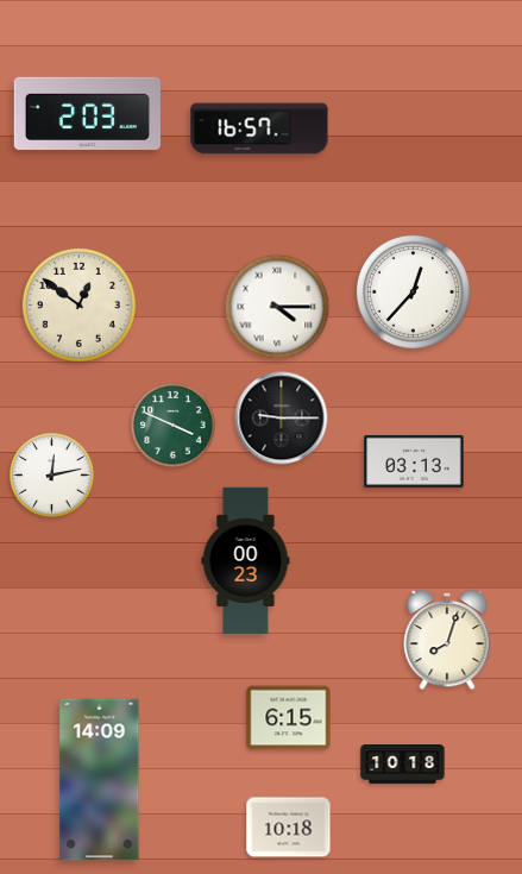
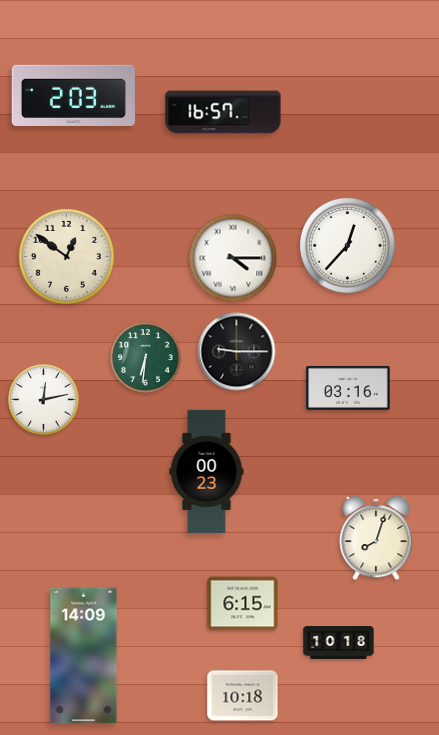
clock at (259, 128) position: (259, 128) -> (223, 112)
clock at (174, 426): 3:49 -> 6:31
clock at (414, 461): 03:13 -> 03:16
